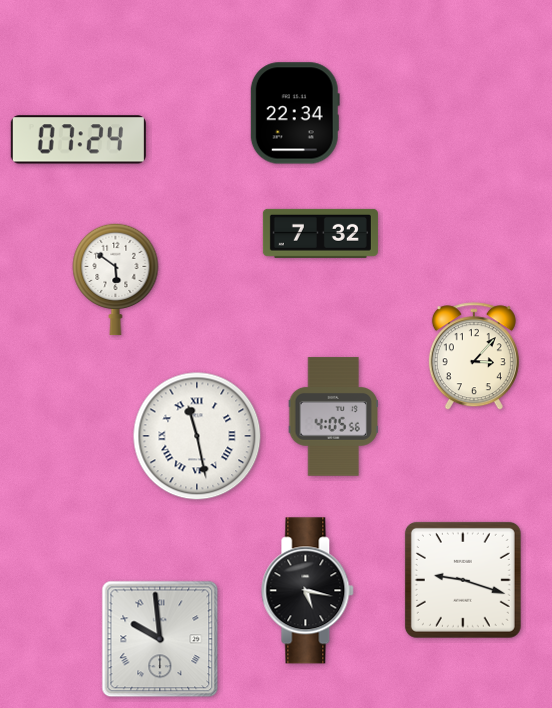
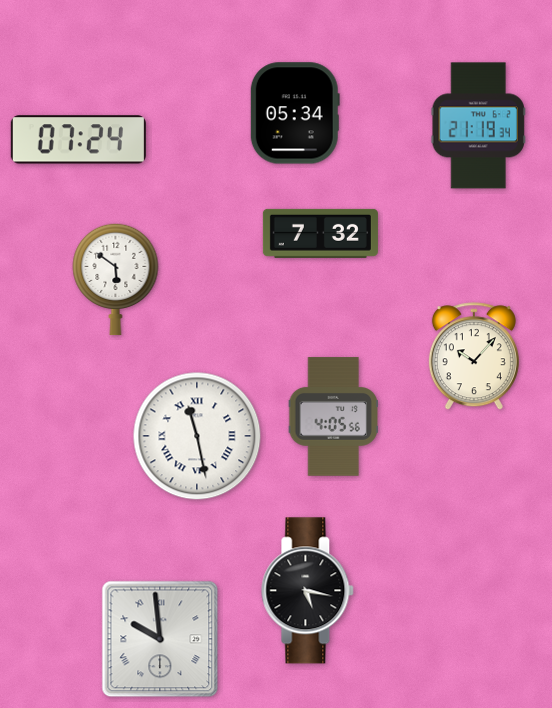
clock at (295, 113): 22:34 -> 05:34
clock at (478, 126): none -> 21:19
clock at (474, 357): 3:07 -> 10:07
clock at (463, 580): 9:18 -> none
